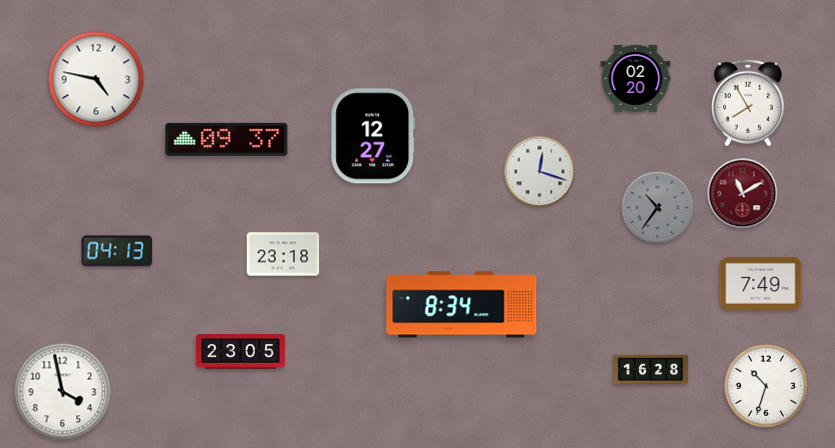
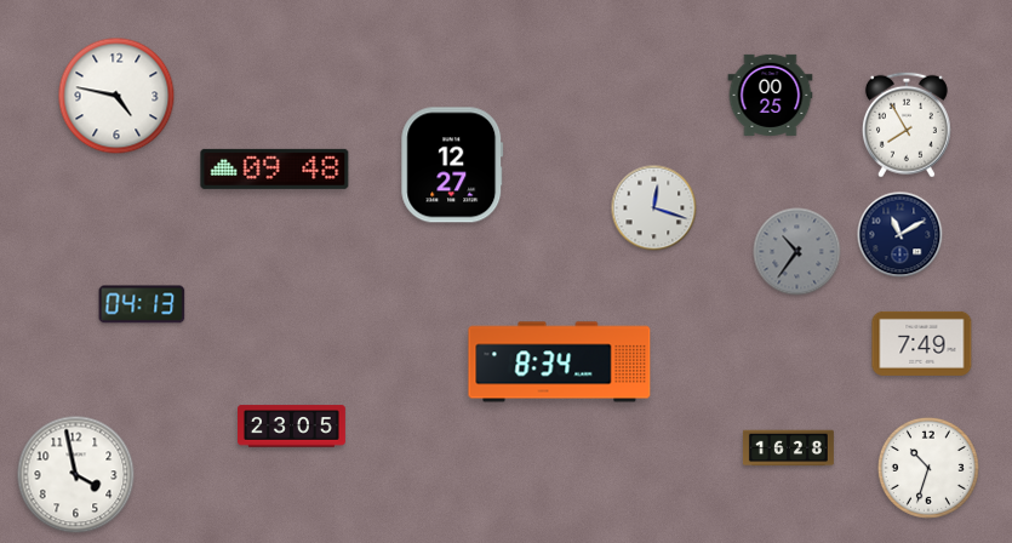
clock at (636, 78): 02:20 -> 00:25
clock at (227, 139): 09:37 -> 09:48
clock at (743, 194) dial: burgundy -> navy
clock at (283, 254): 23:18 -> none
clock at (462, 305) position: (462, 305) -> (560, 362)
